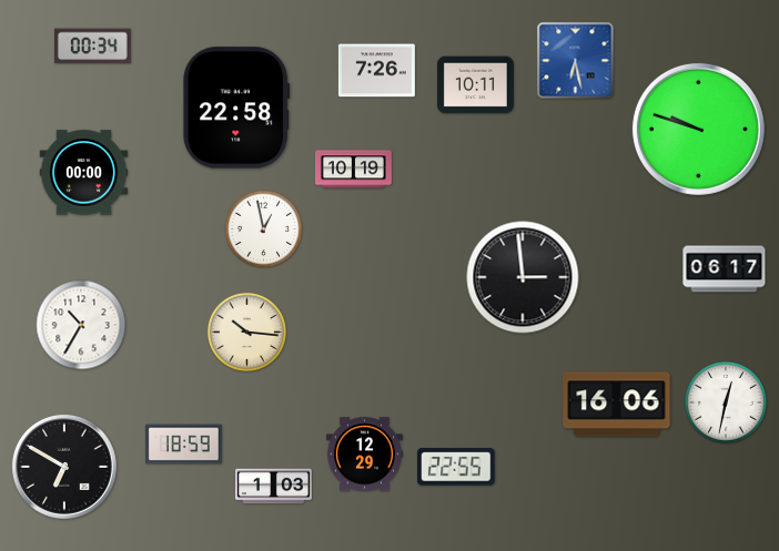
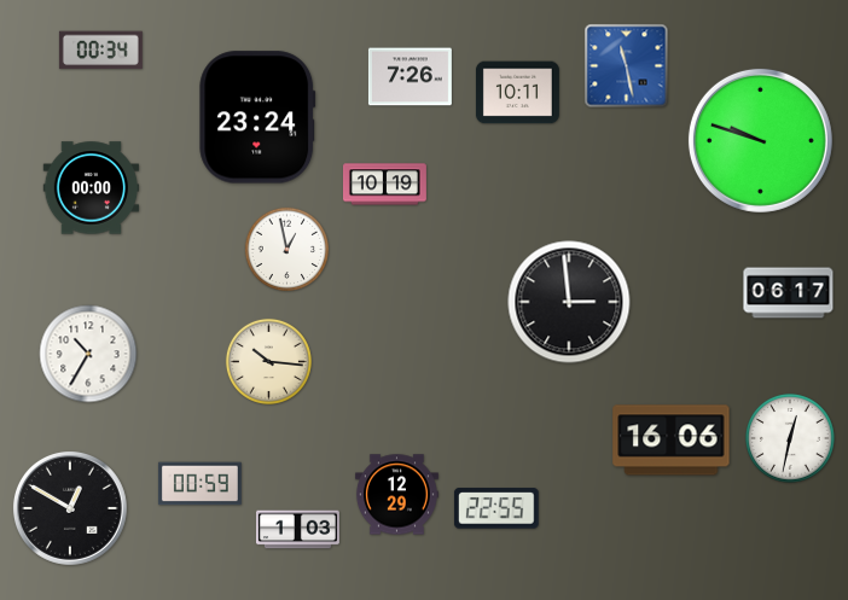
clock at (576, 61): 6:28 -> 11:28
clock at (236, 108): 22:58 -> 23:24
clock at (183, 445): 18:59 -> 00:59
clock at (64, 467): 6:50 -> 12:50
